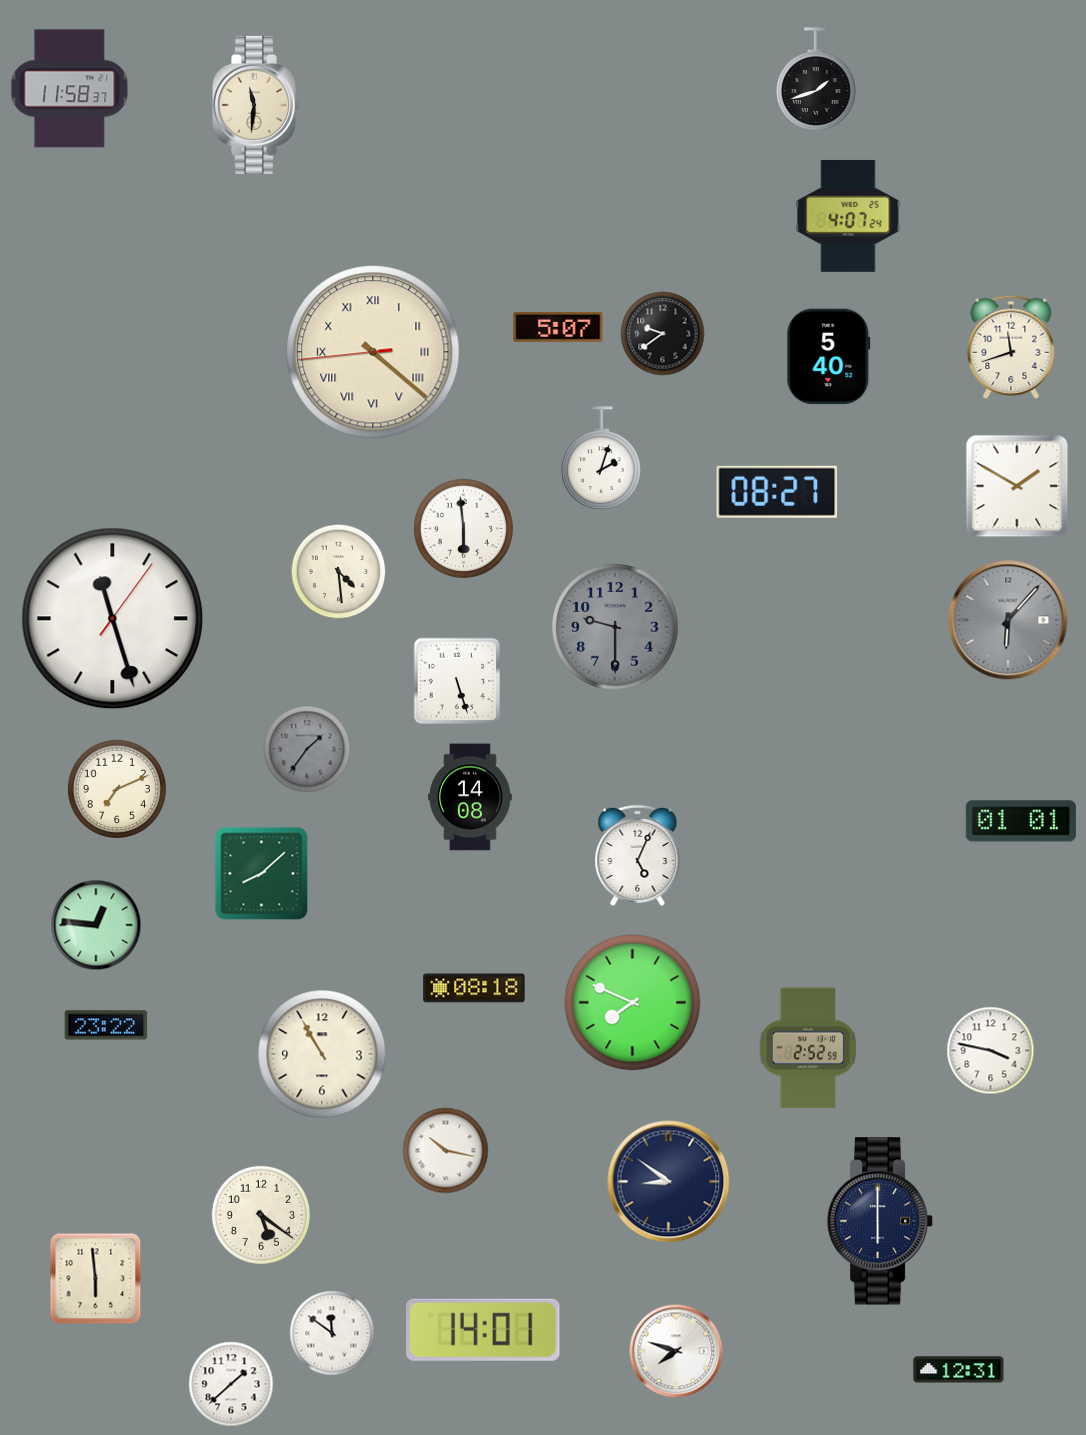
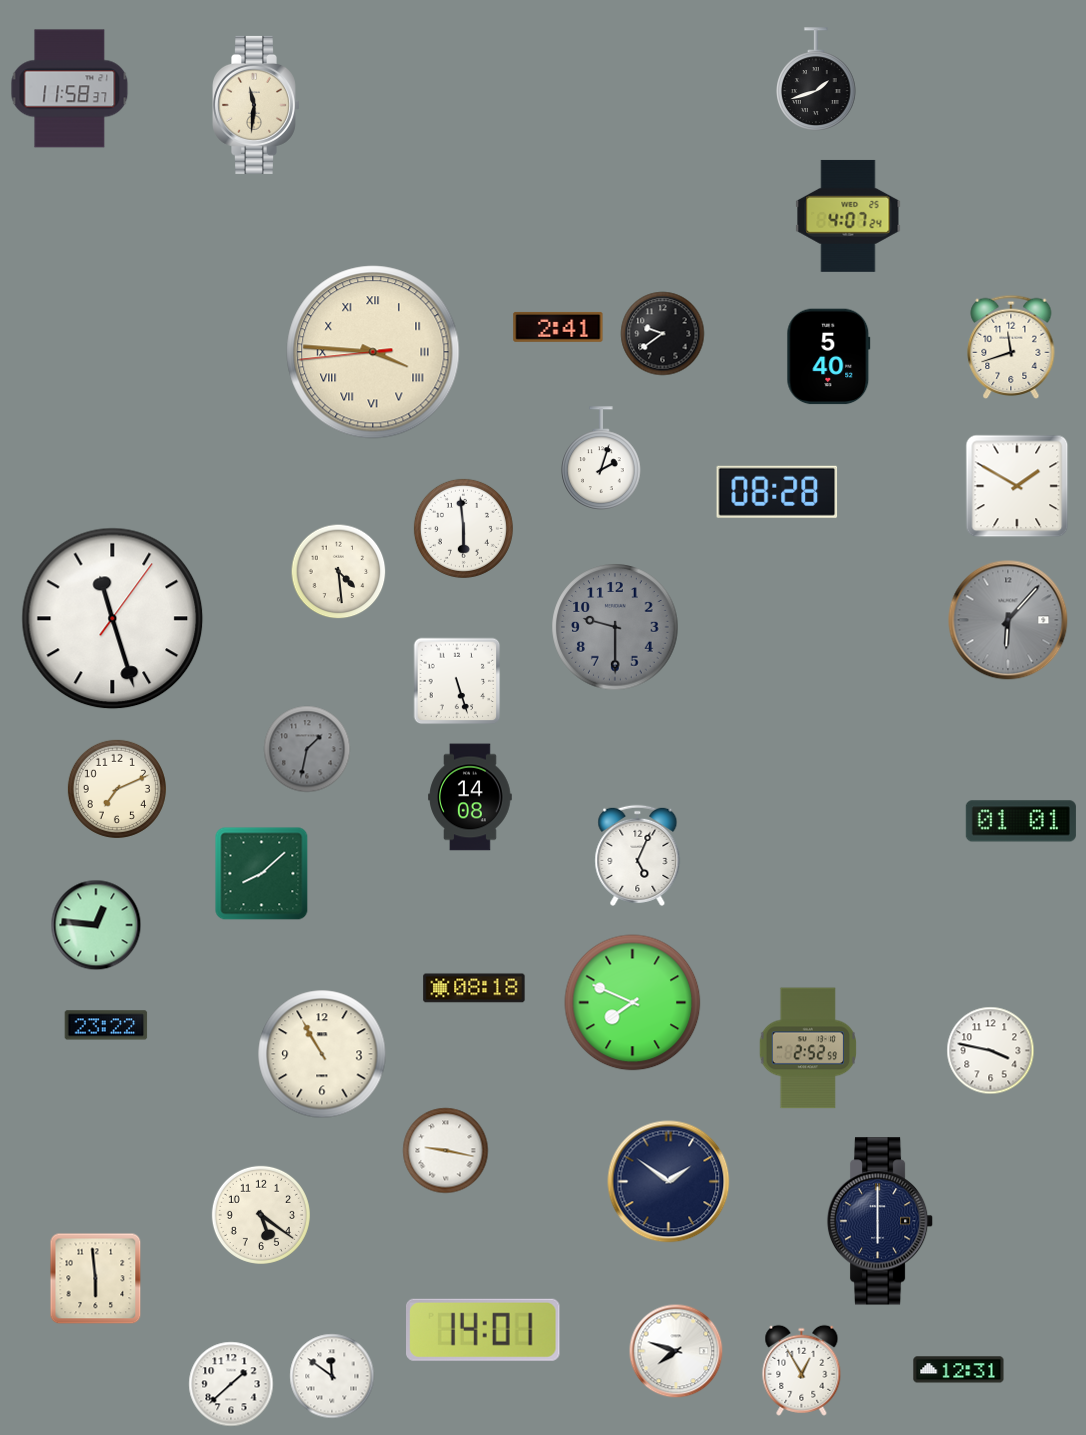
clock at (558, 327): 5:07 -> 2:41
clock at (373, 352): 4:21 -> 3:45
clock at (777, 492): 08:27 -> 08:28
clock at (307, 749): 1:36 -> 1:32
clock at (446, 1151): 10:17 -> 9:17
clock at (669, 1182): 8:51 -> 1:51
clock at (332, 1333) position: (332, 1333) -> (332, 1376)
clock at (802, 1370): none -> 12:55
